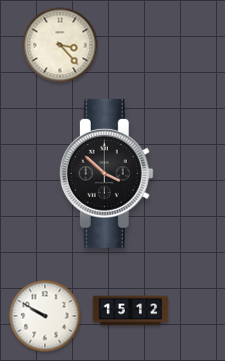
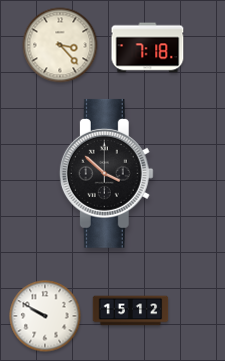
clock at (148, 48): none -> 7:18
